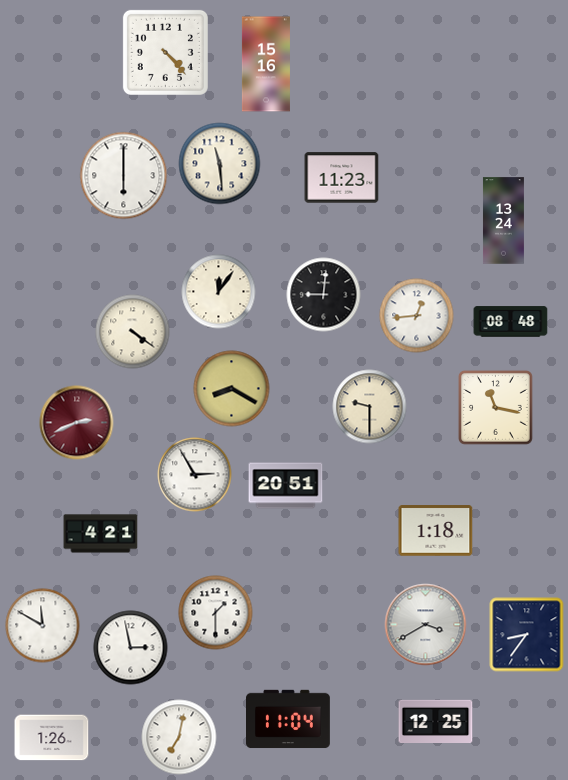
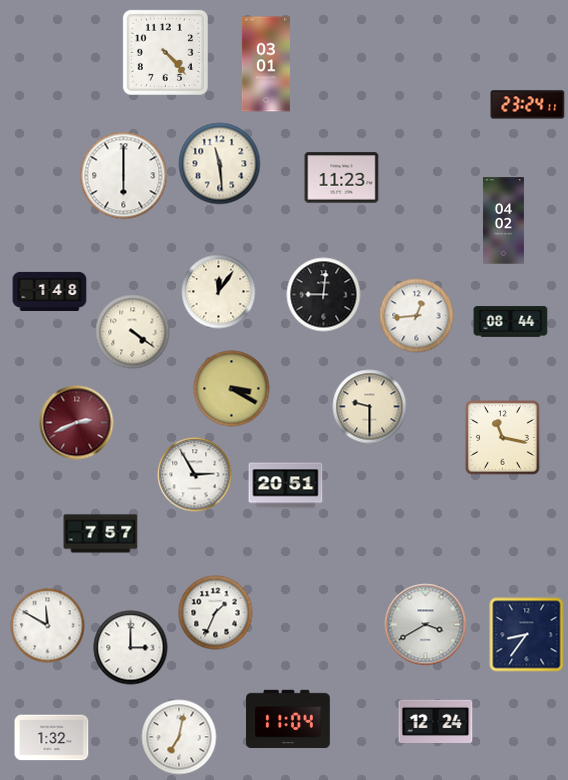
clock at (266, 64): 15:16 -> 03:01
clock at (528, 105): none -> 23:24
clock at (503, 221): 13:24 -> 04:02
clock at (50, 291): none -> 1:48
clock at (511, 322): 08:48 -> 08:44
clock at (232, 389): 8:20 -> 3:20
clock at (495, 407) position: (495, 407) -> (502, 437)
clock at (436, 531): 1:18 -> none
clock at (101, 534): 4:21 -> 7:57
clock at (216, 613): 1:30 -> 1:34
clock at (43, 626) position: (43, 626) -> (48, 626)
clock at (131, 648): 2:58 -> 3:00
clock at (436, 721): 12:25 -> 12:24
clock at (52, 738): 1:26 -> 1:32
